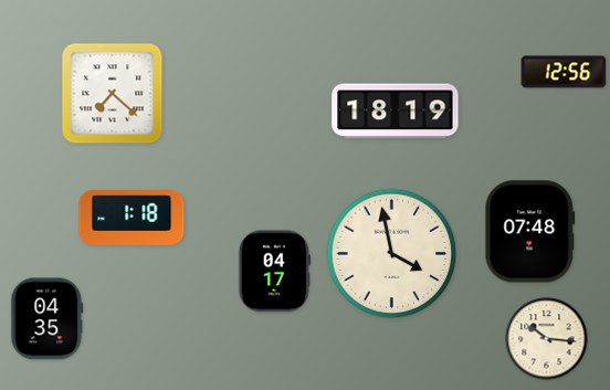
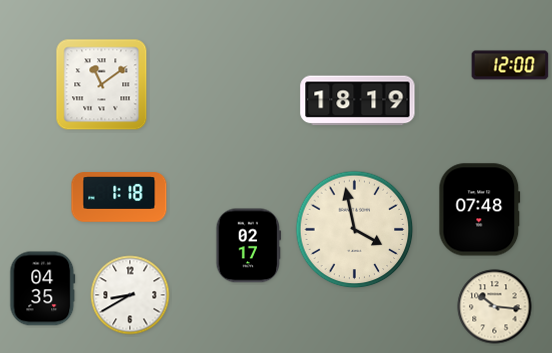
clock at (564, 72): 12:56 -> 12:00
clock at (113, 94): 7:22 -> 11:09
clock at (275, 272): 04:17 -> 02:17
clock at (130, 295): none -> 8:40
